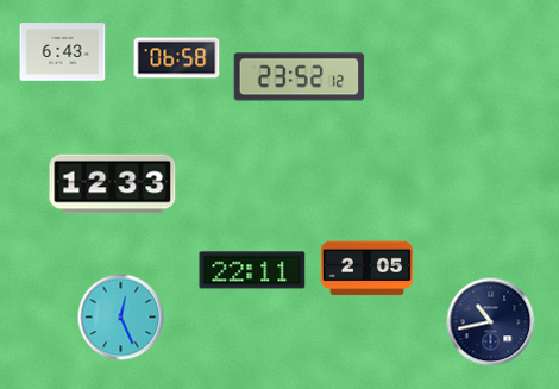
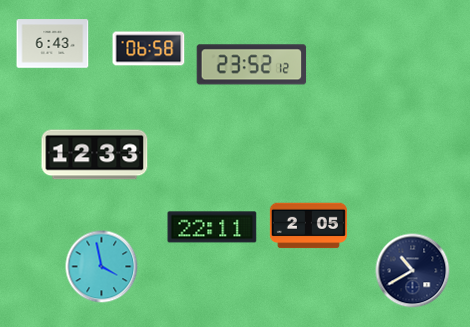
clock at (121, 318): 12:26 -> 3:58
clock at (491, 322): 10:43 -> 10:40
